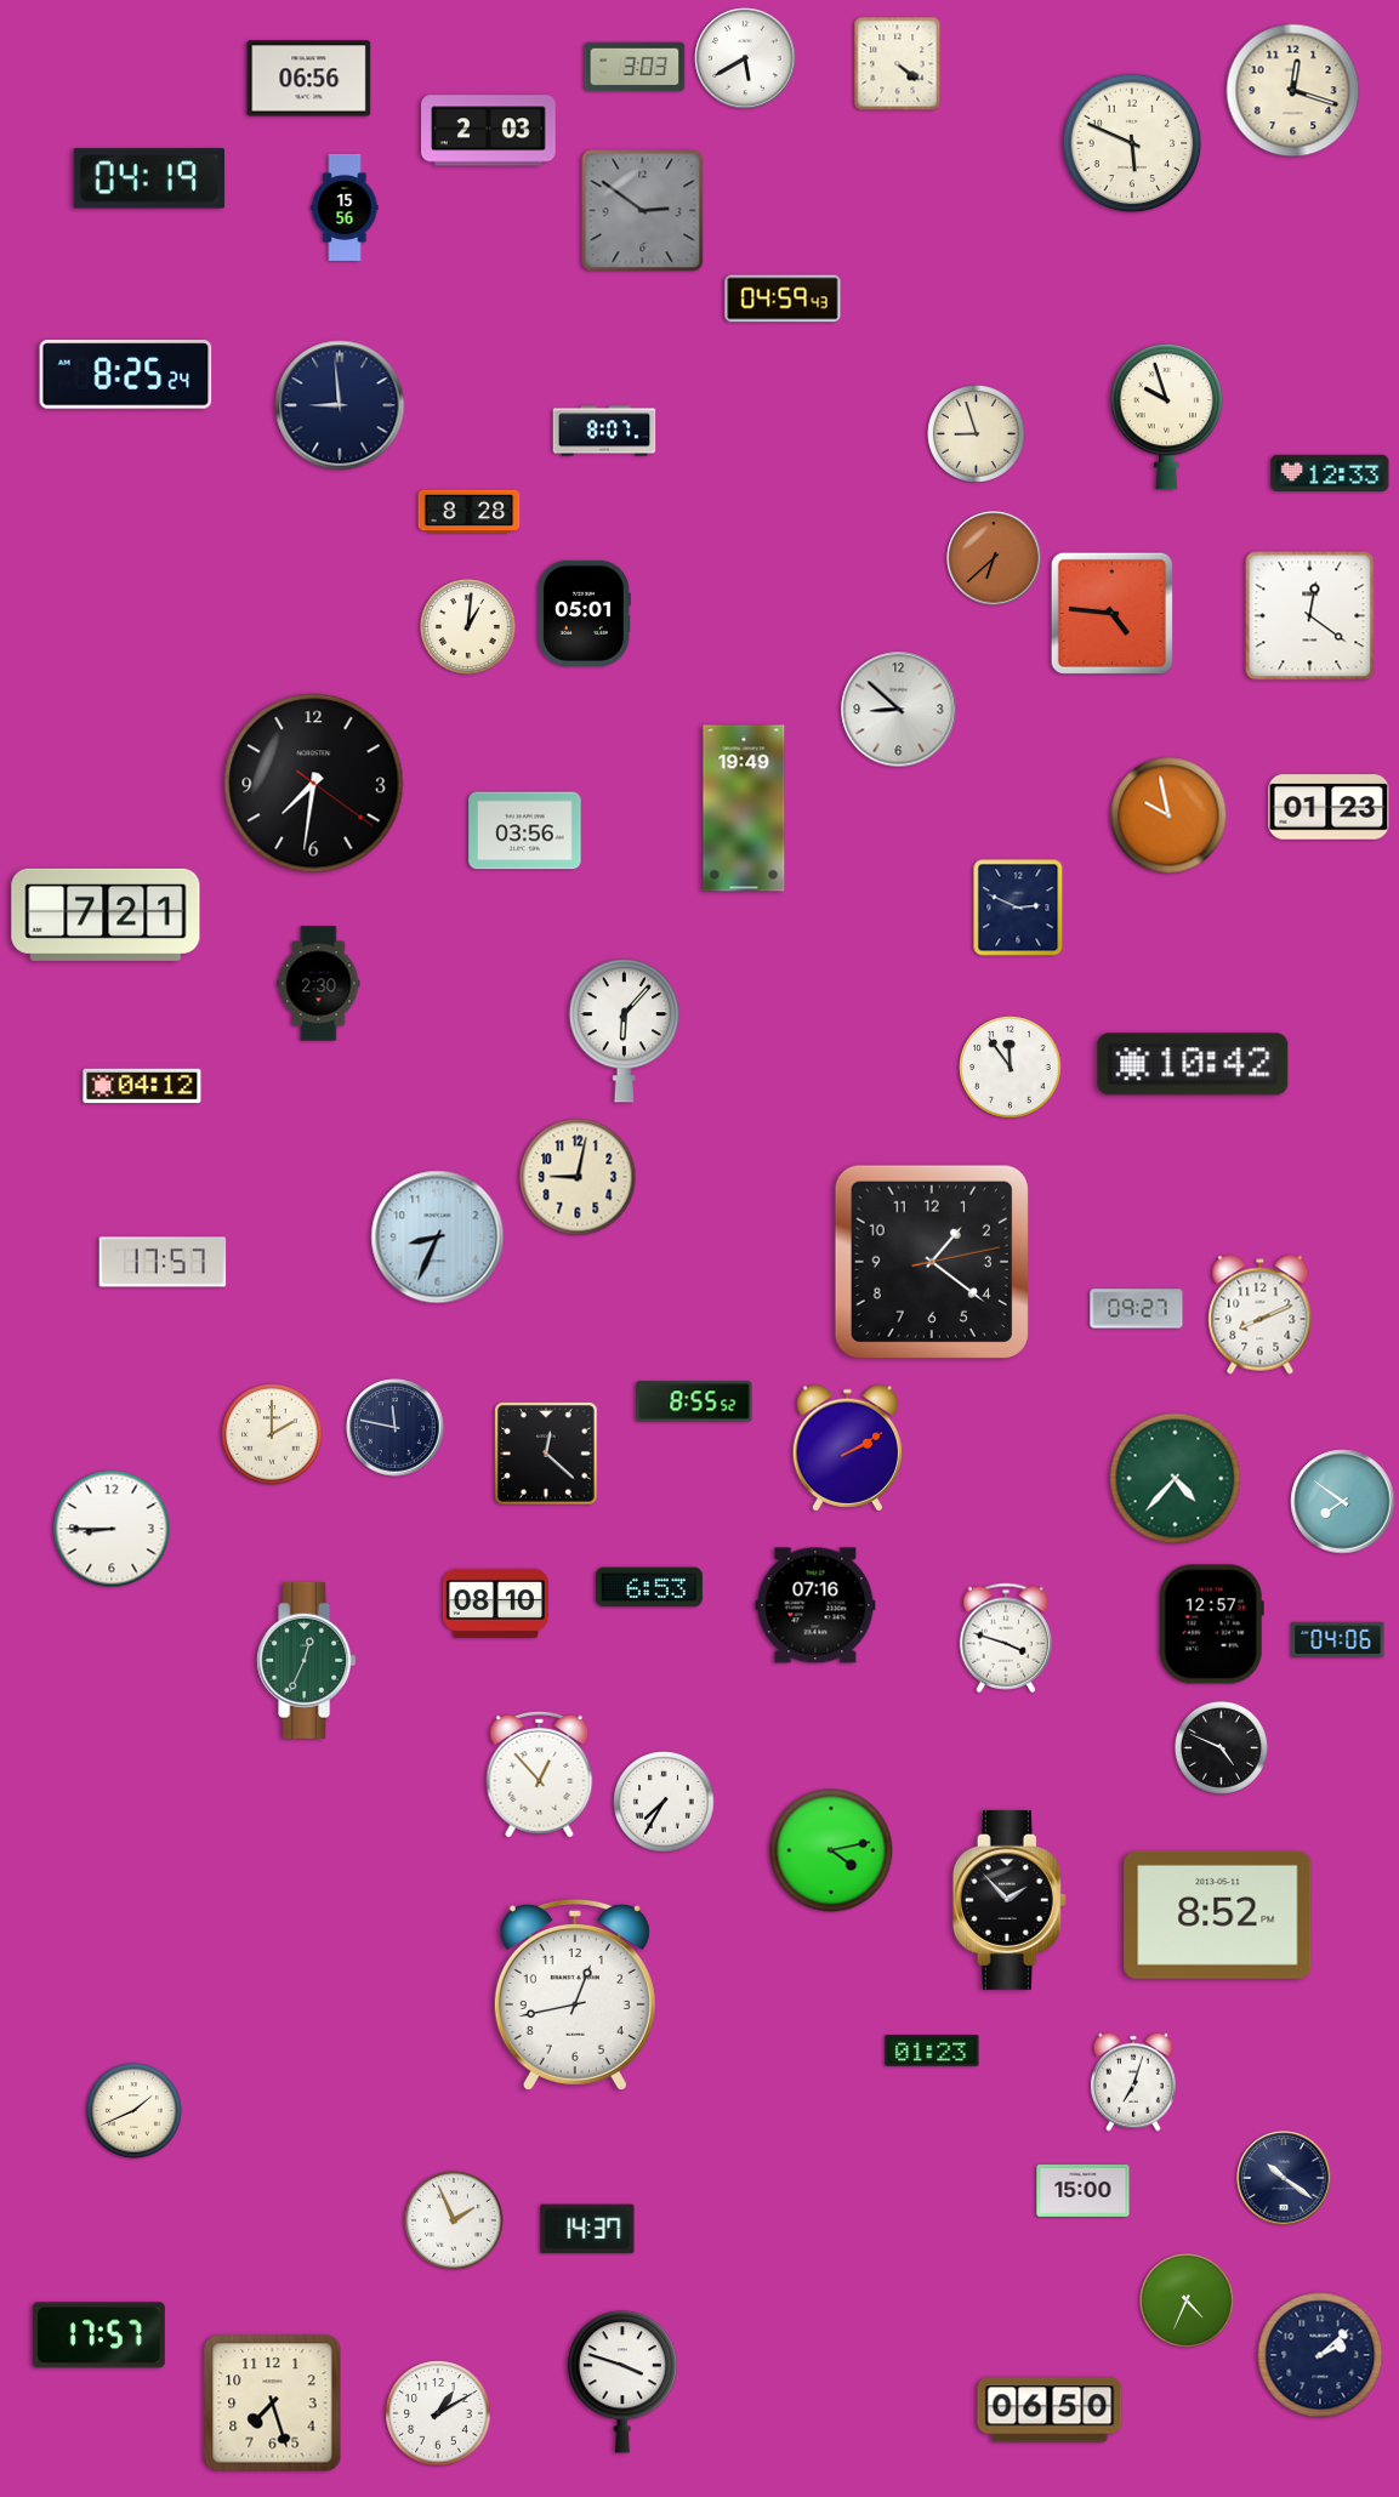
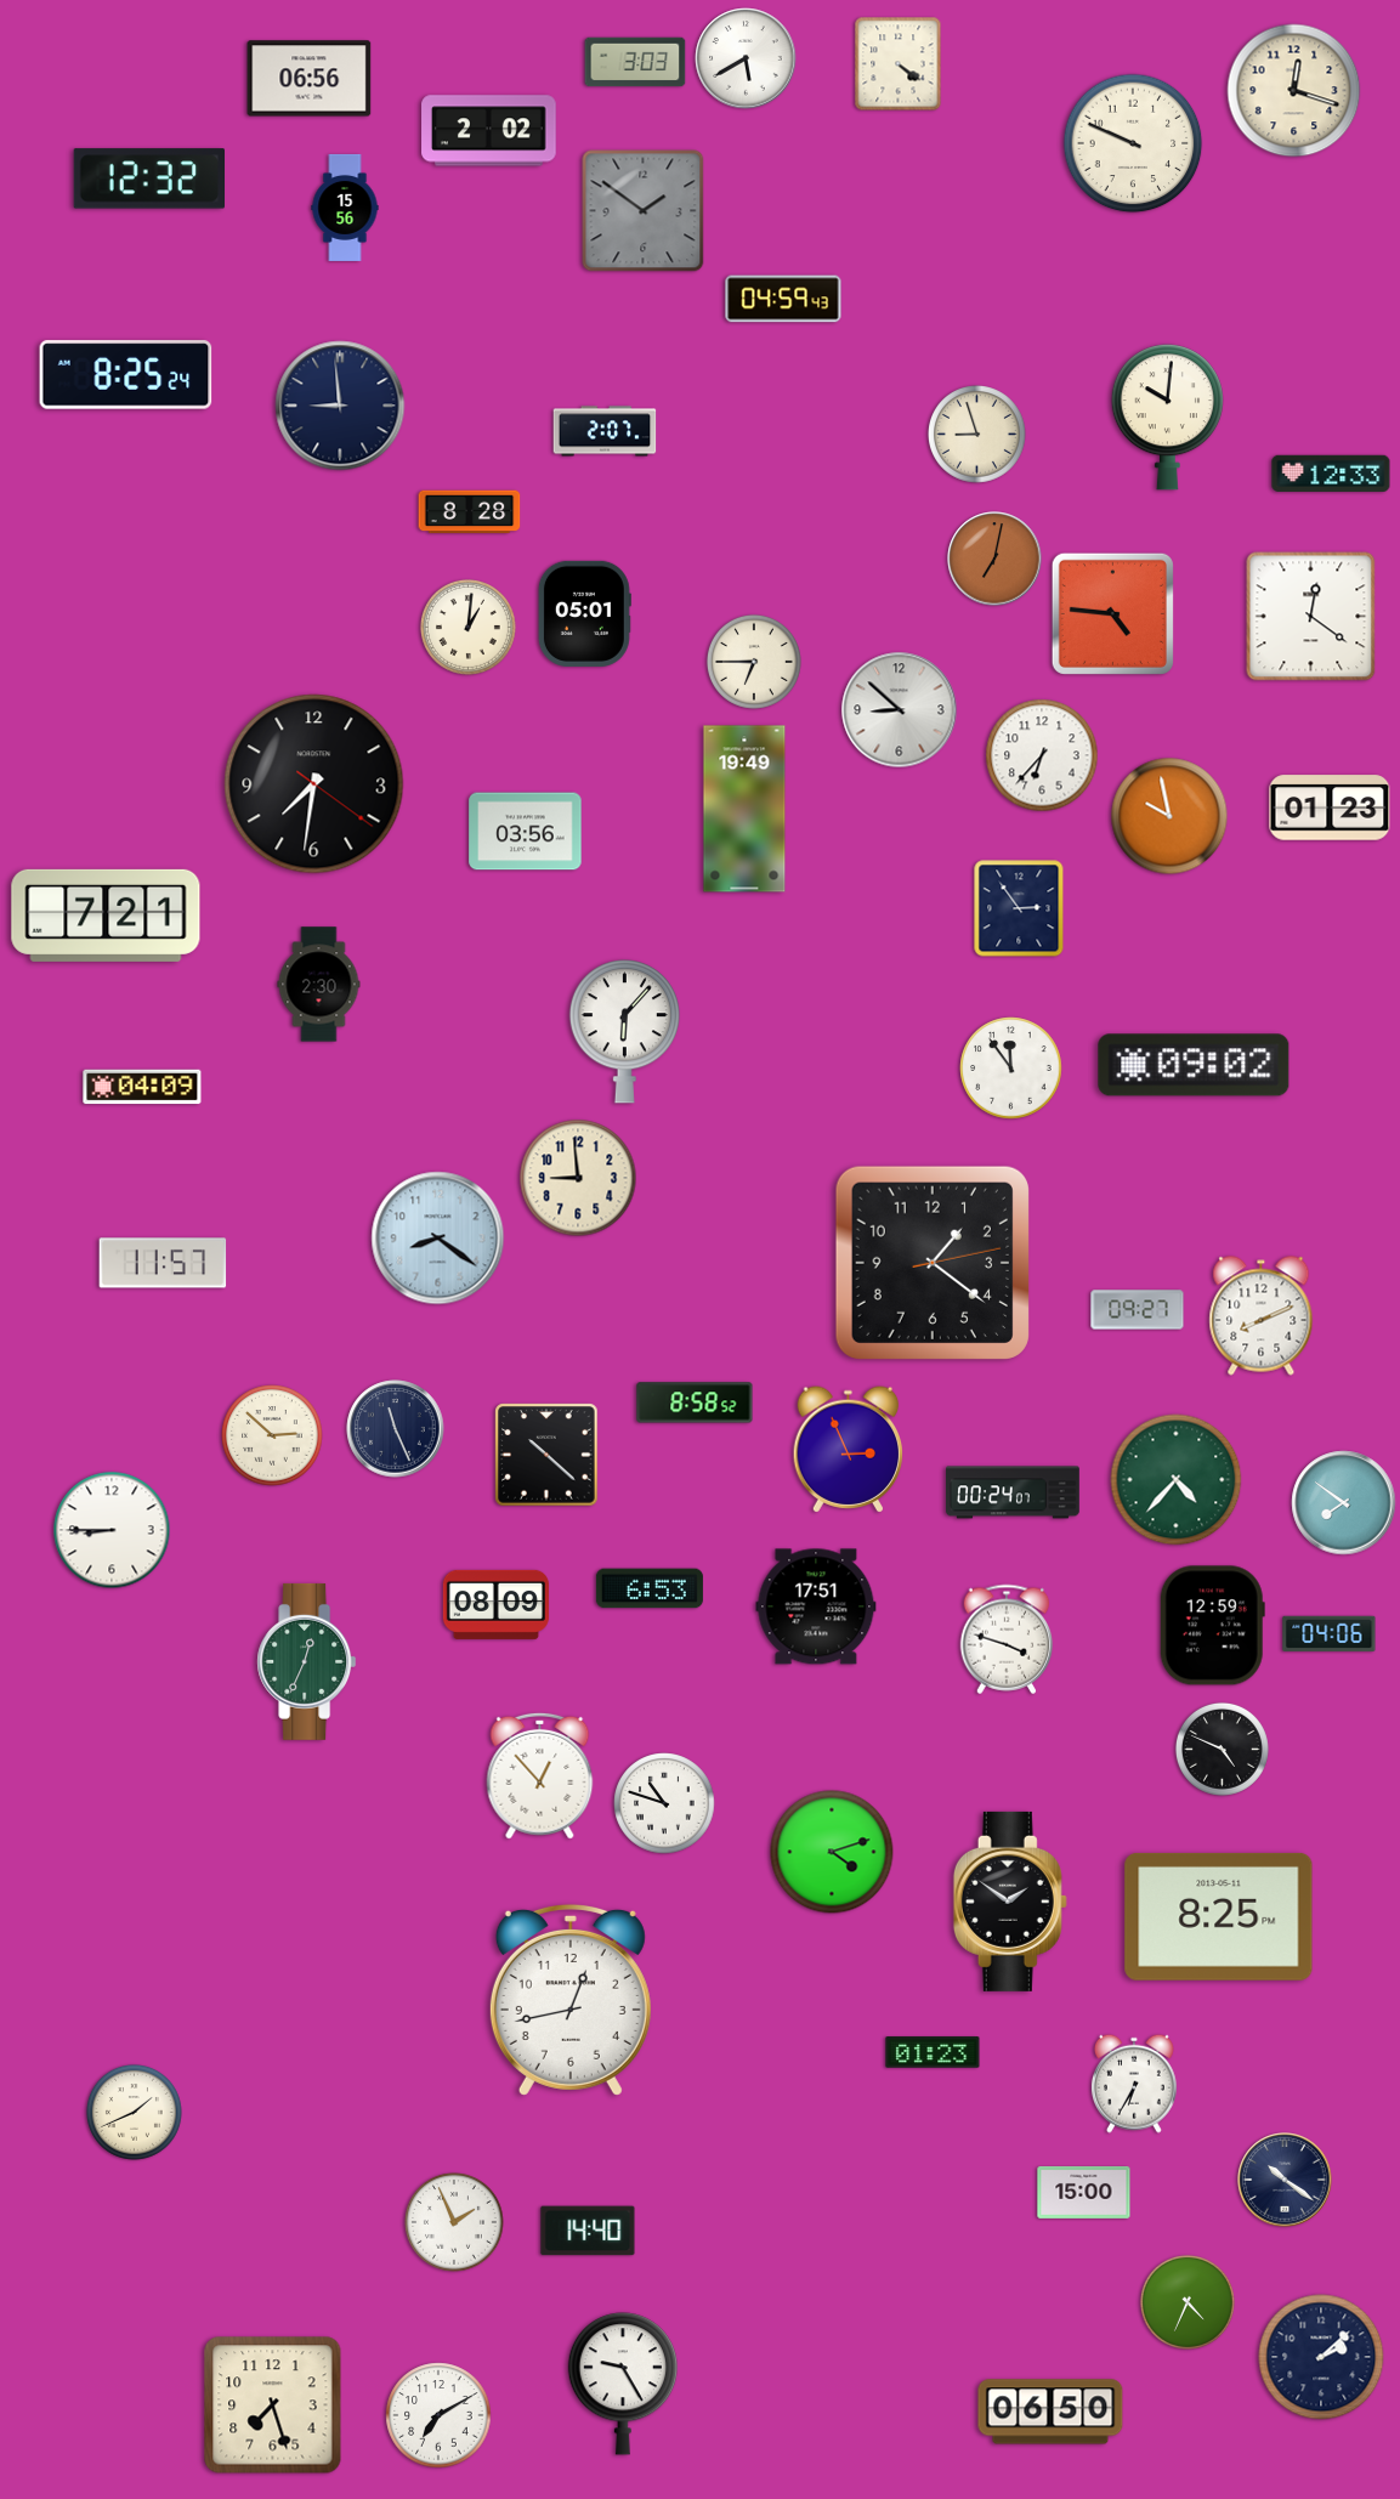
clock at (635, 67) position: (635, 67) -> (635, 62)
clock at (489, 131): 2:03 -> 2:02
clock at (1132, 143): 5:49 -> 9:49
clock at (148, 178): 04:19 -> 12:32
clock at (643, 211): 2:51 -> 1:51
clock at (1166, 417): 9:57 -> 10:01
clock at (604, 431): 8:07 -> 2:07
clock at (994, 558): 6:38 -> 7:02
clock at (754, 662): none -> 6:45
clock at (1042, 755): none -> 6:37
clock at (1018, 908): 2:49 -> 2:54
clock at (1193, 1064): 10:42 -> 09:02
clock at (142, 1086): 04:12 -> 04:09
clock at (578, 1177): 9:02 -> 8:59
clock at (438, 1238): 8:34 -> 8:21
clock at (163, 1262): 17:57 -> 11:57
clock at (694, 1401): 8:55 -> 8:58
clock at (396, 1428): 11:47 -> 11:26
clock at (272, 1434): 2:00 -> 2:52
clock at (848, 1449): 2:10 -> 2:56
clock at (546, 1454): 12:22 -> 10:22
clock at (1014, 1492): none -> 00:24
clock at (495, 1603): 08:10 -> 08:09
clock at (815, 1605): 07:16 -> 17:51
clock at (1211, 1625): 12:57 -> 12:59
clock at (1338, 1639) position: (1338, 1639) -> (1330, 1633)
clock at (664, 1802): 7:35 -> 10:48
clock at (831, 1850): 4:13 -> 4:12
clock at (1010, 1900): 1:53 -> 1:51
clock at (1218, 1915): 8:52 -> 8:25
clock at (575, 1995) position: (575, 1995) -> (571, 2000)
clock at (1133, 2082): 7:03 -> 6:35
clock at (587, 2229): 14:37 -> 14:40
clock at (98, 2336): 17:57 -> none
clock at (621, 2382): 3:48 -> 9:25
clock at (438, 2413): 1:10 -> 7:10
